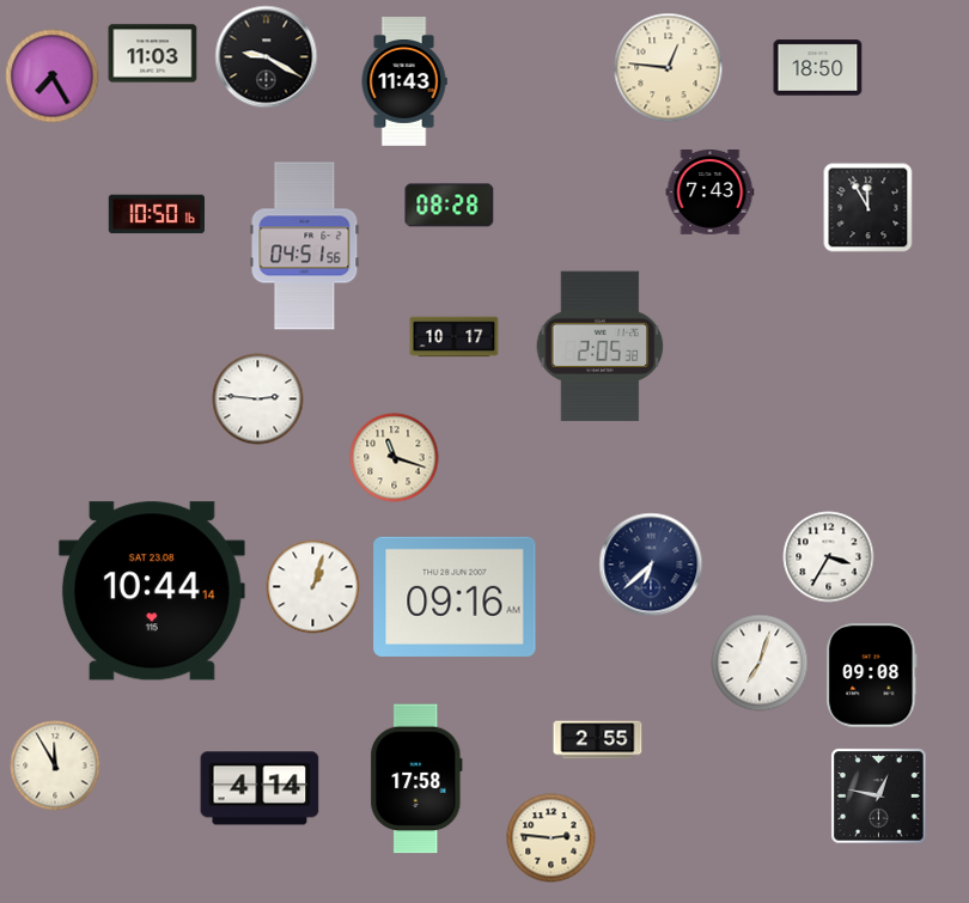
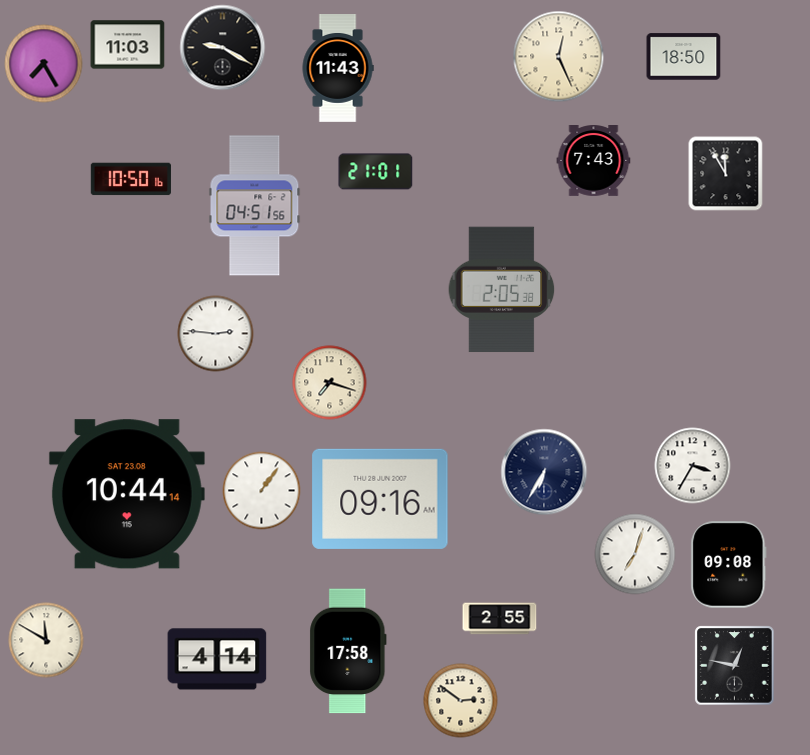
clock at (669, 68): 12:46 -> 12:26
clock at (450, 206): 08:28 -> 21:01
clock at (455, 337): 10:17 -> none
clock at (395, 458): 11:18 -> 7:18
clock at (651, 565): 6:38 -> 6:35
clock at (313, 587): 1:03 -> 1:06
clock at (55, 765): 11:55 -> 11:50
clock at (551, 838): 2:46 -> 2:51
